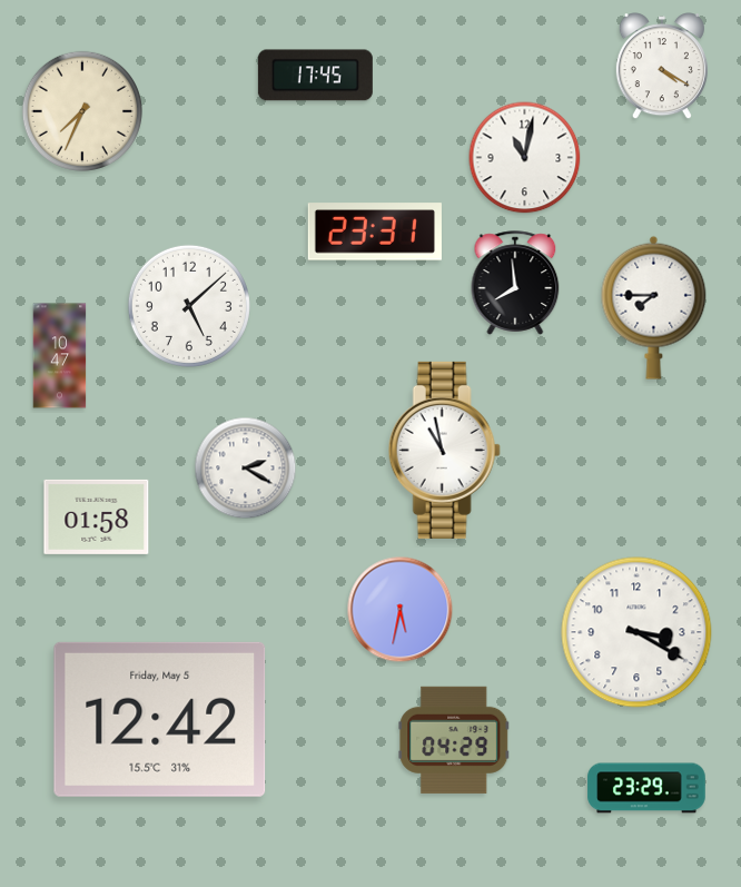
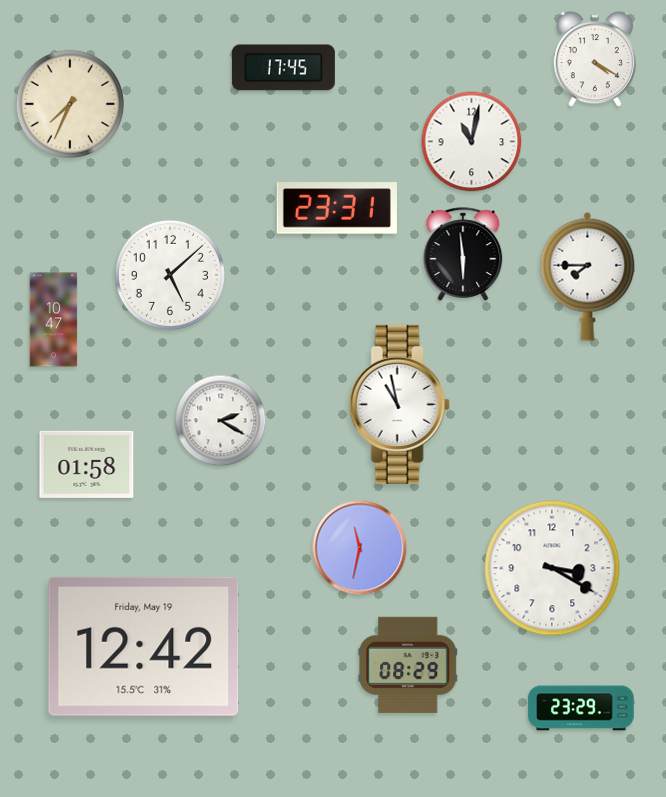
clock at (82, 111) position: (82, 111) -> (70, 104)
clock at (515, 283): 7:59 -> 5:59
clock at (401, 610): 5:32 -> 11:32
clock at (636, 632) position: (636, 632) -> (552, 568)
clock at (160, 719) date: Friday, May 5 -> Friday, May 19
clock at (454, 740): 04:29 -> 08:29
